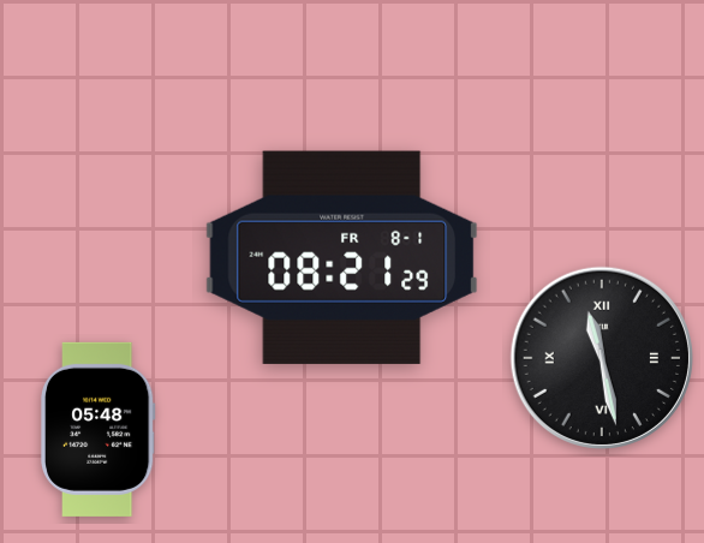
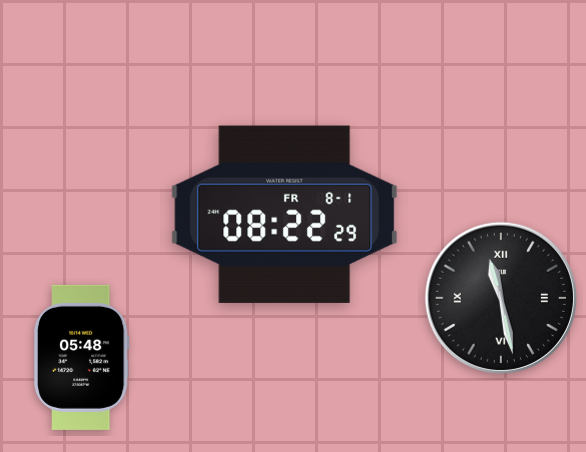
clock at (342, 257): 08:21 -> 08:22
